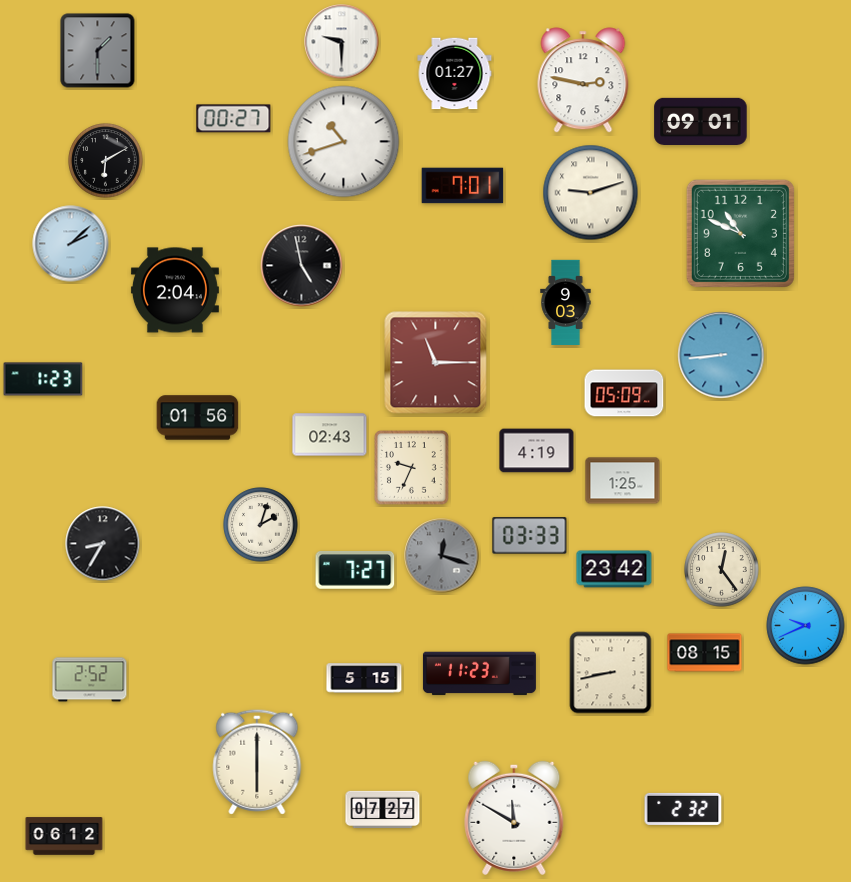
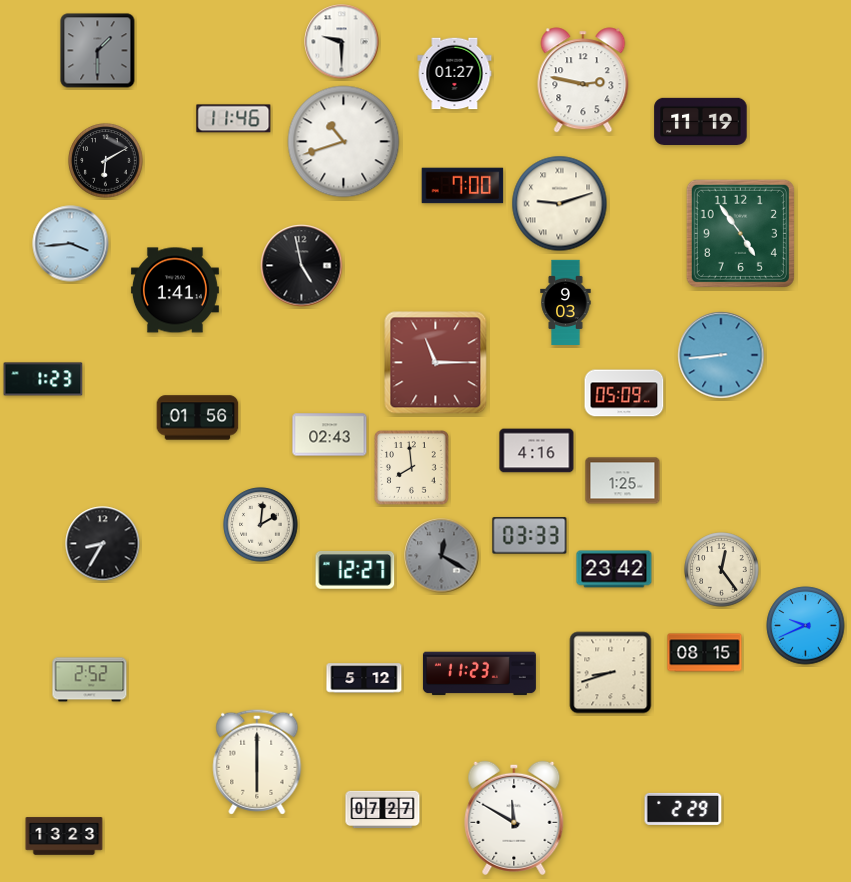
clock at (234, 119): 00:27 -> 11:46
clock at (701, 121): 09:01 -> 11:19
clock at (463, 186): 7:01 -> 7:00
clock at (591, 193) position: (591, 193) -> (560, 204)
clock at (740, 233): 10:49 -> 4:54
clock at (71, 244): 2:08 -> 3:44
clock at (175, 290): 2:04 -> 1:41
clock at (537, 451): 4:19 -> 4:16
clock at (412, 468): 9:34 -> 7:59
clock at (261, 525): 2:03 -> 2:01
clock at (442, 556): 12:18 -> 12:20
clock at (355, 570): 7:27 -> 12:27
clock at (611, 673): 8:43 -> 8:42
clock at (364, 678): 5:15 -> 5:12
clock at (683, 809): 2:32 -> 2:29
clock at (64, 836): 06:12 -> 13:23
